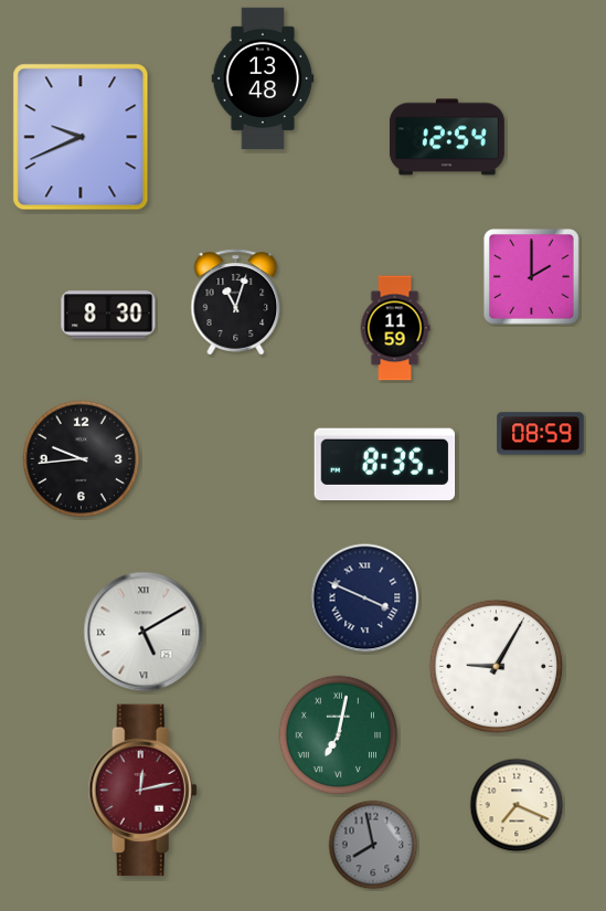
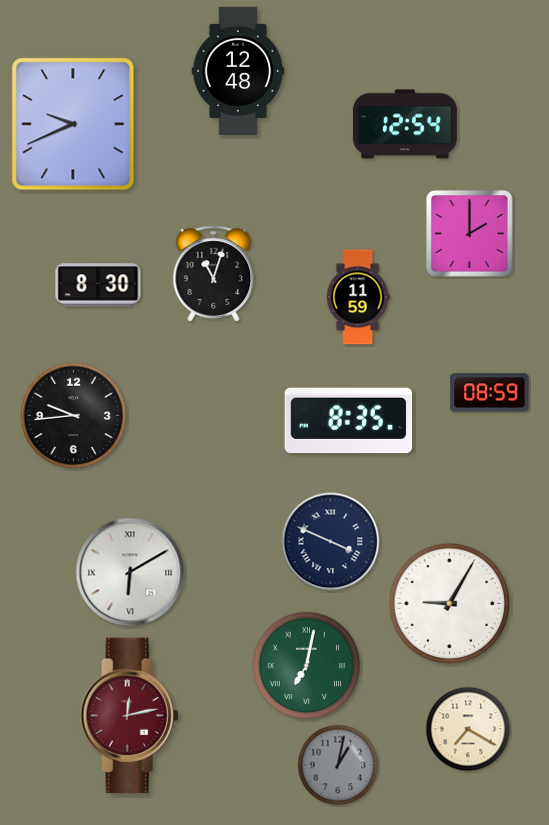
clock at (263, 78): 13:48 -> 12:48
clock at (532, 277) position: (532, 277) -> (470, 234)
clock at (143, 632): 5:10 -> 6:10
clock at (517, 805): 7:19 -> 7:20
clock at (373, 845): 7:58 -> 1:02
